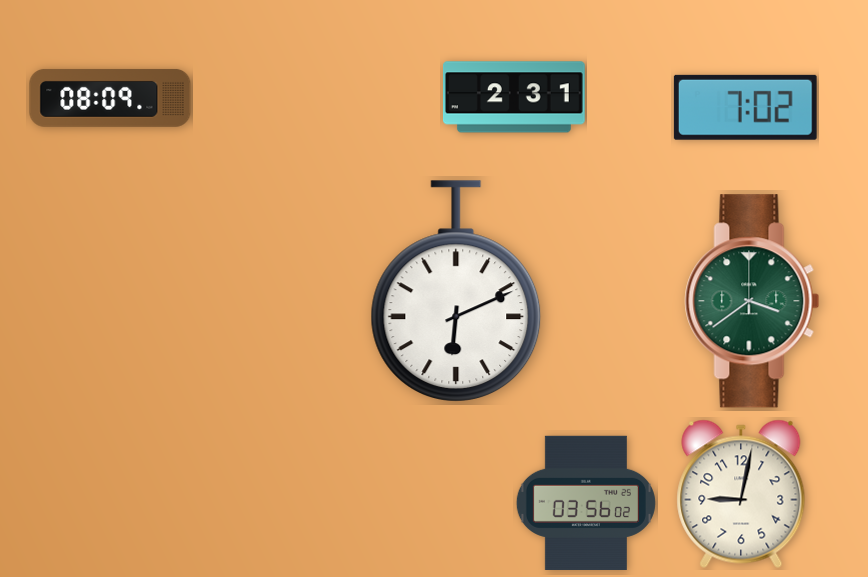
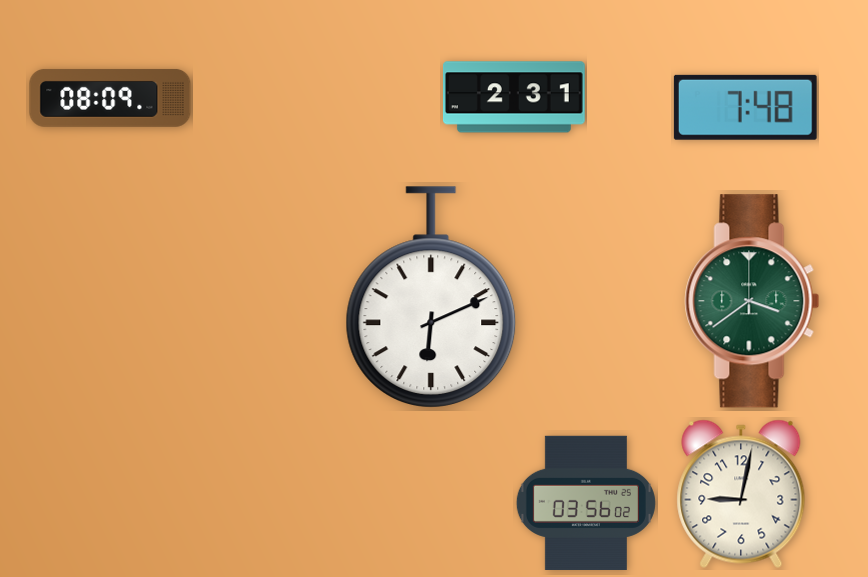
clock at (745, 107): 7:02 -> 7:48
clock at (456, 291) position: (456, 291) -> (431, 297)
